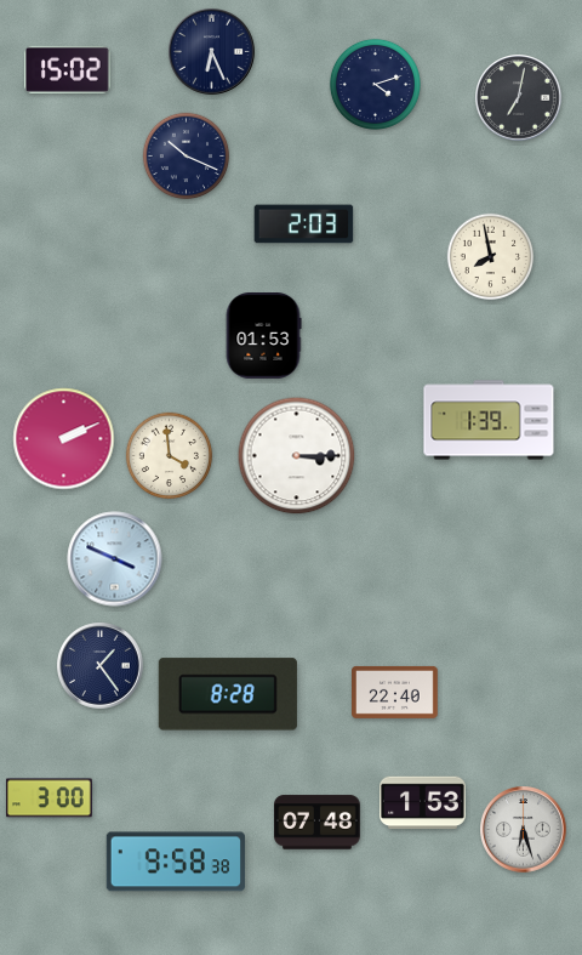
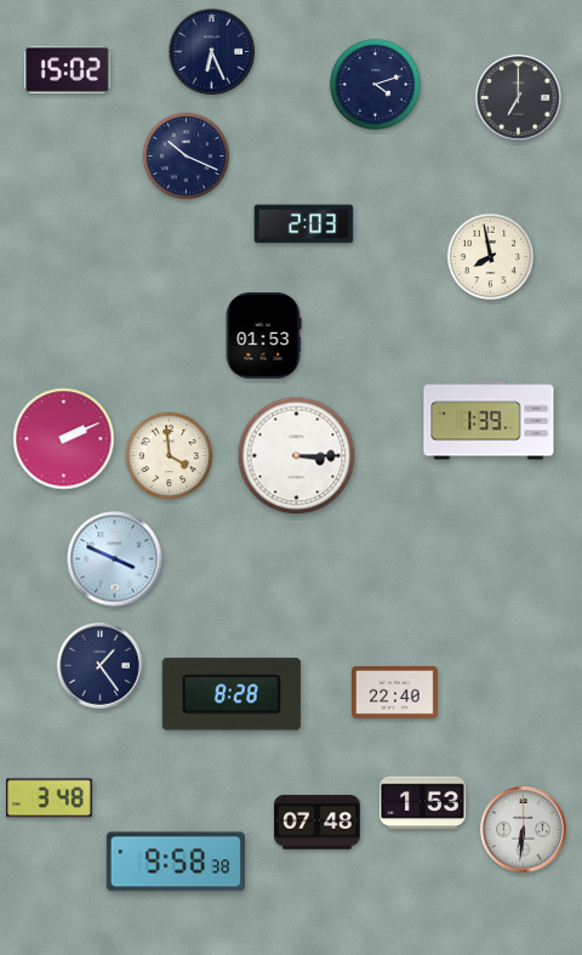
clock at (519, 98): 7:02 -> 7:00
clock at (228, 694) position: (228, 694) -> (232, 694)
clock at (48, 798): 3:00 -> 3:48
clock at (524, 830): 6:27 -> 6:31
